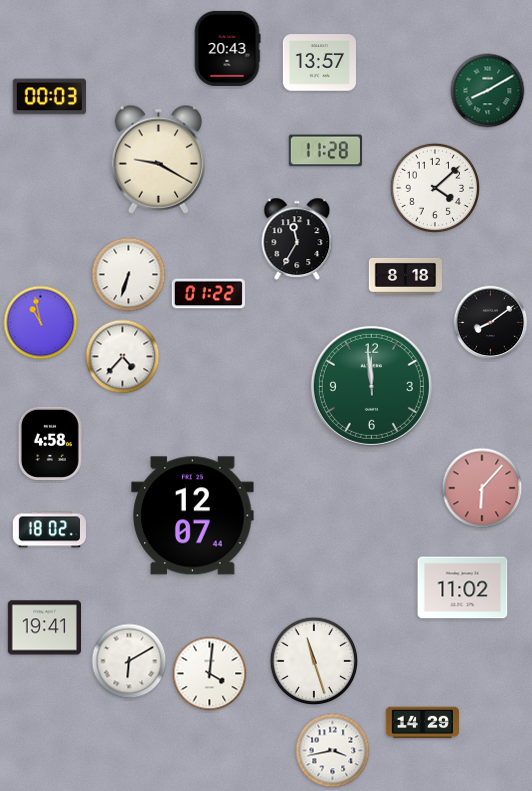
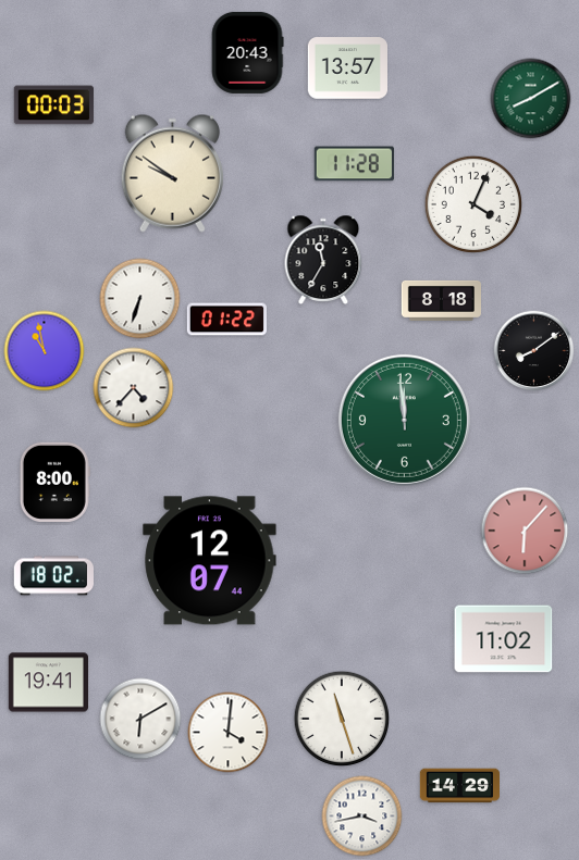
clock at (158, 159): 9:20 -> 9:51
clock at (434, 187): 4:08 -> 4:04
clock at (50, 443): 4:58 -> 8:00
